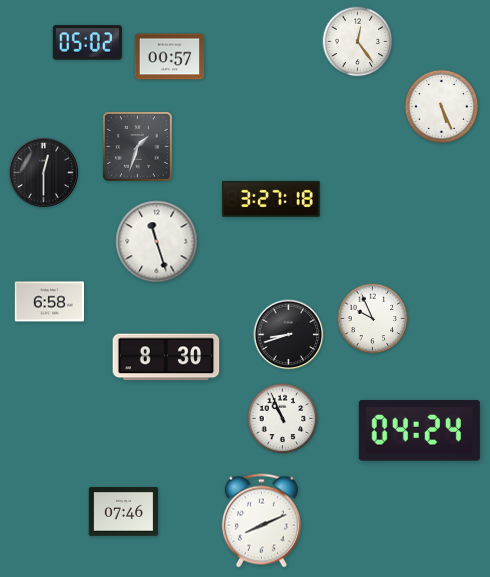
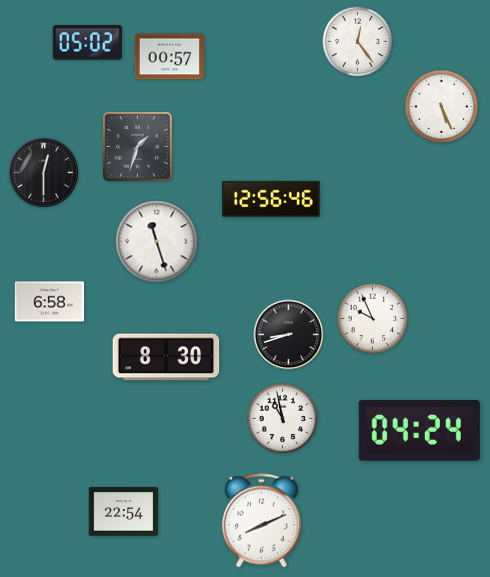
clock at (272, 199): 3:27 -> 12:56
clock at (283, 419): 10:56 -> 10:58
clock at (124, 512): 07:46 -> 22:54
